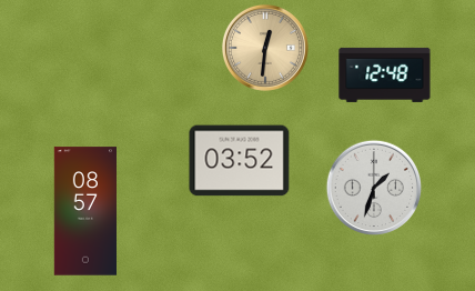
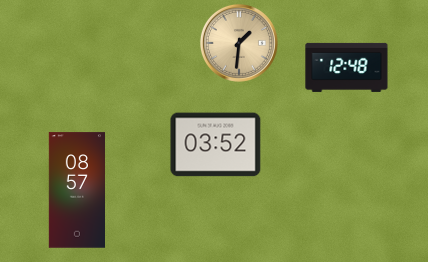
clock at (265, 48): 12:31 -> 1:31
clock at (374, 188): 1:33 -> none
